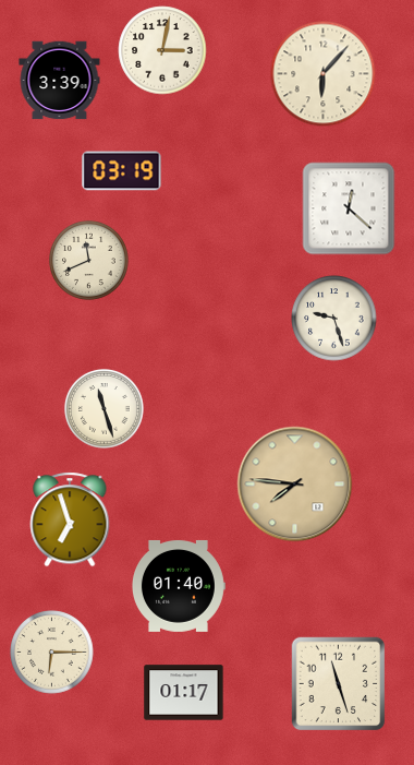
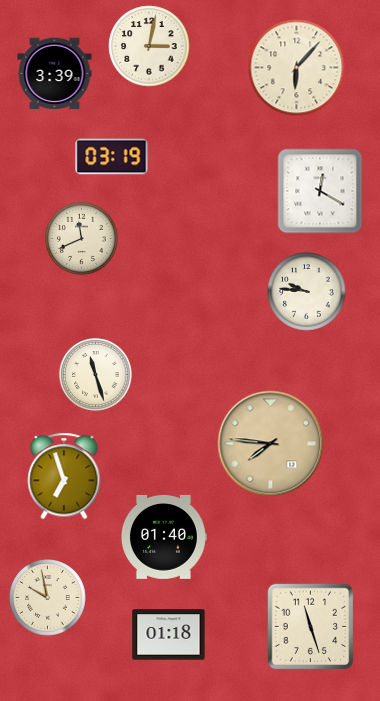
clock at (349, 208): 12:22 -> 12:20
clock at (334, 319): 9:27 -> 9:46
clock at (52, 653): 6:15 -> 9:58
clock at (184, 693): 01:17 -> 01:18
